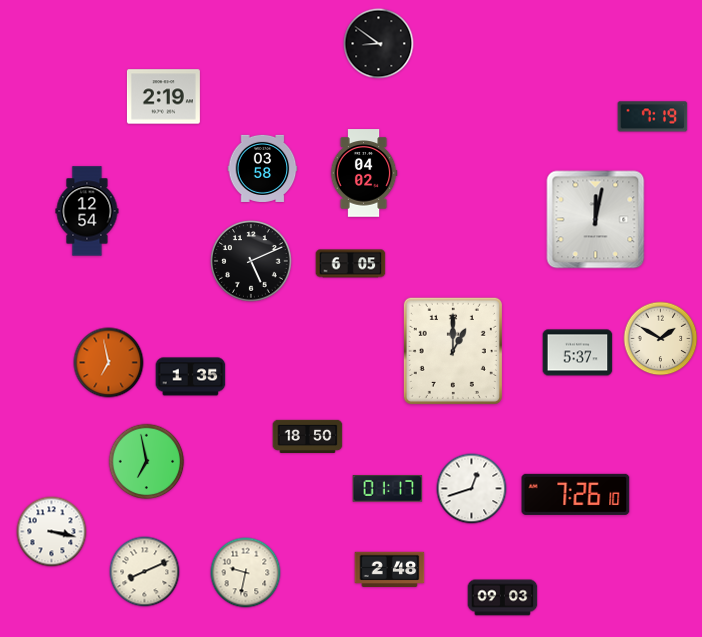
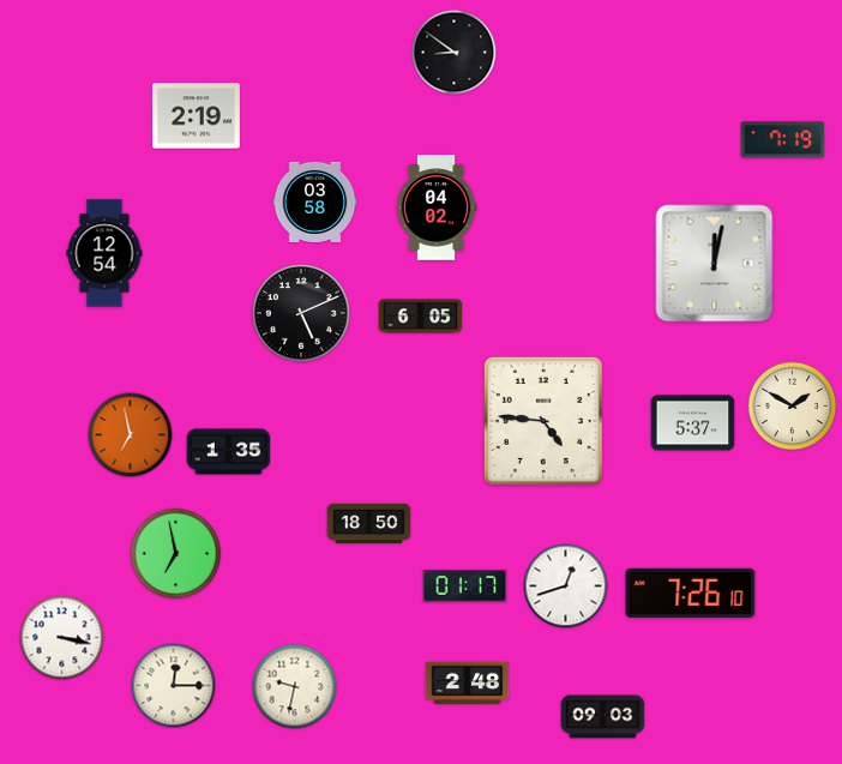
clock at (453, 351): 1:00 -> 4:46
clock at (145, 572): 8:11 -> 12:15
